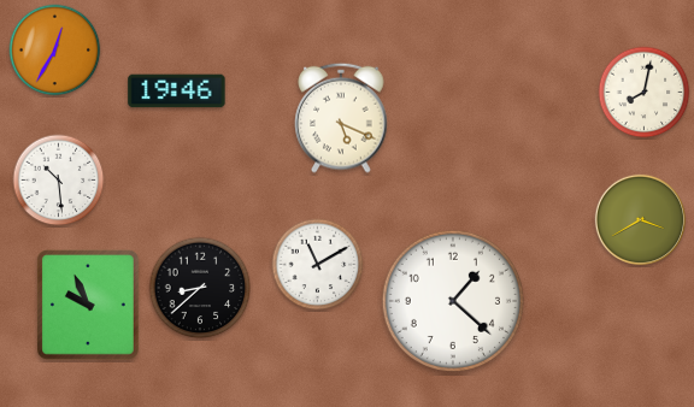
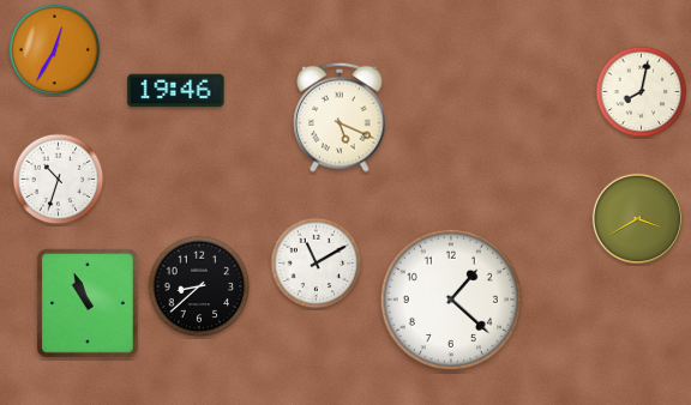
clock at (59, 181): 10:29 -> 10:33
clock at (89, 305): 9:56 -> 10:56
